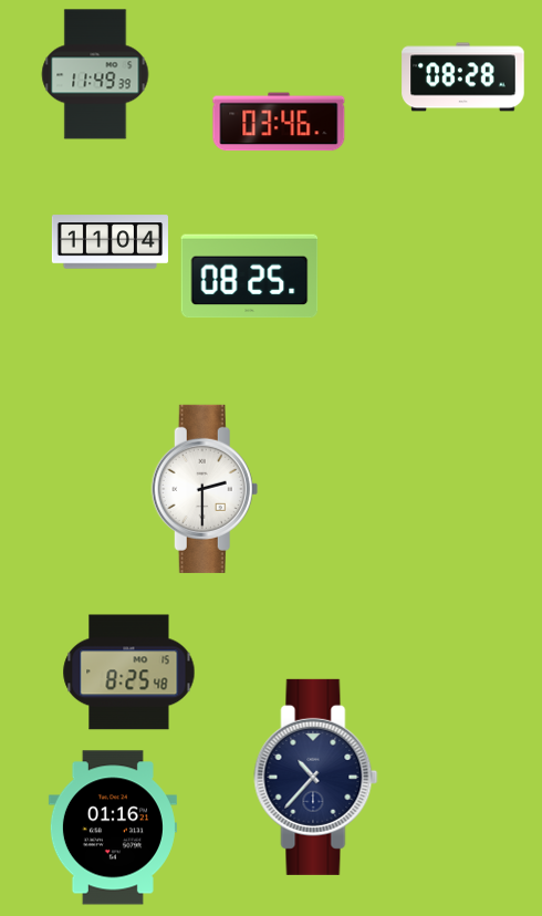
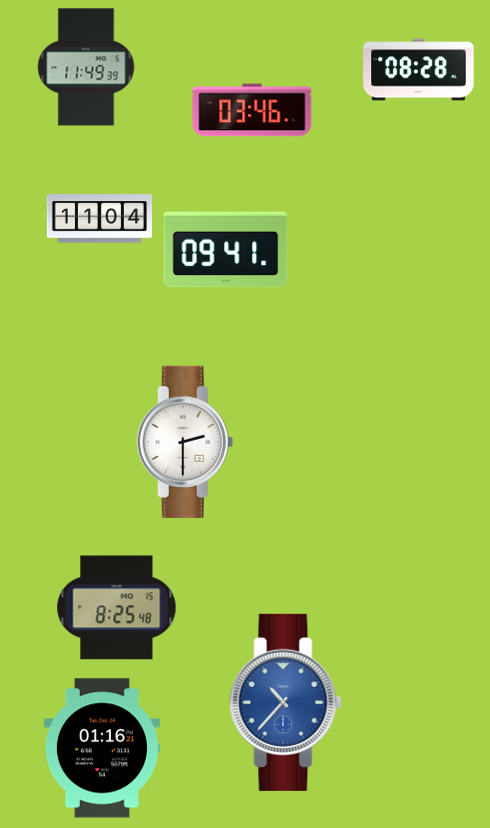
clock at (250, 277): 08:25 -> 09:41
clock at (316, 777) dial: navy -> blue
